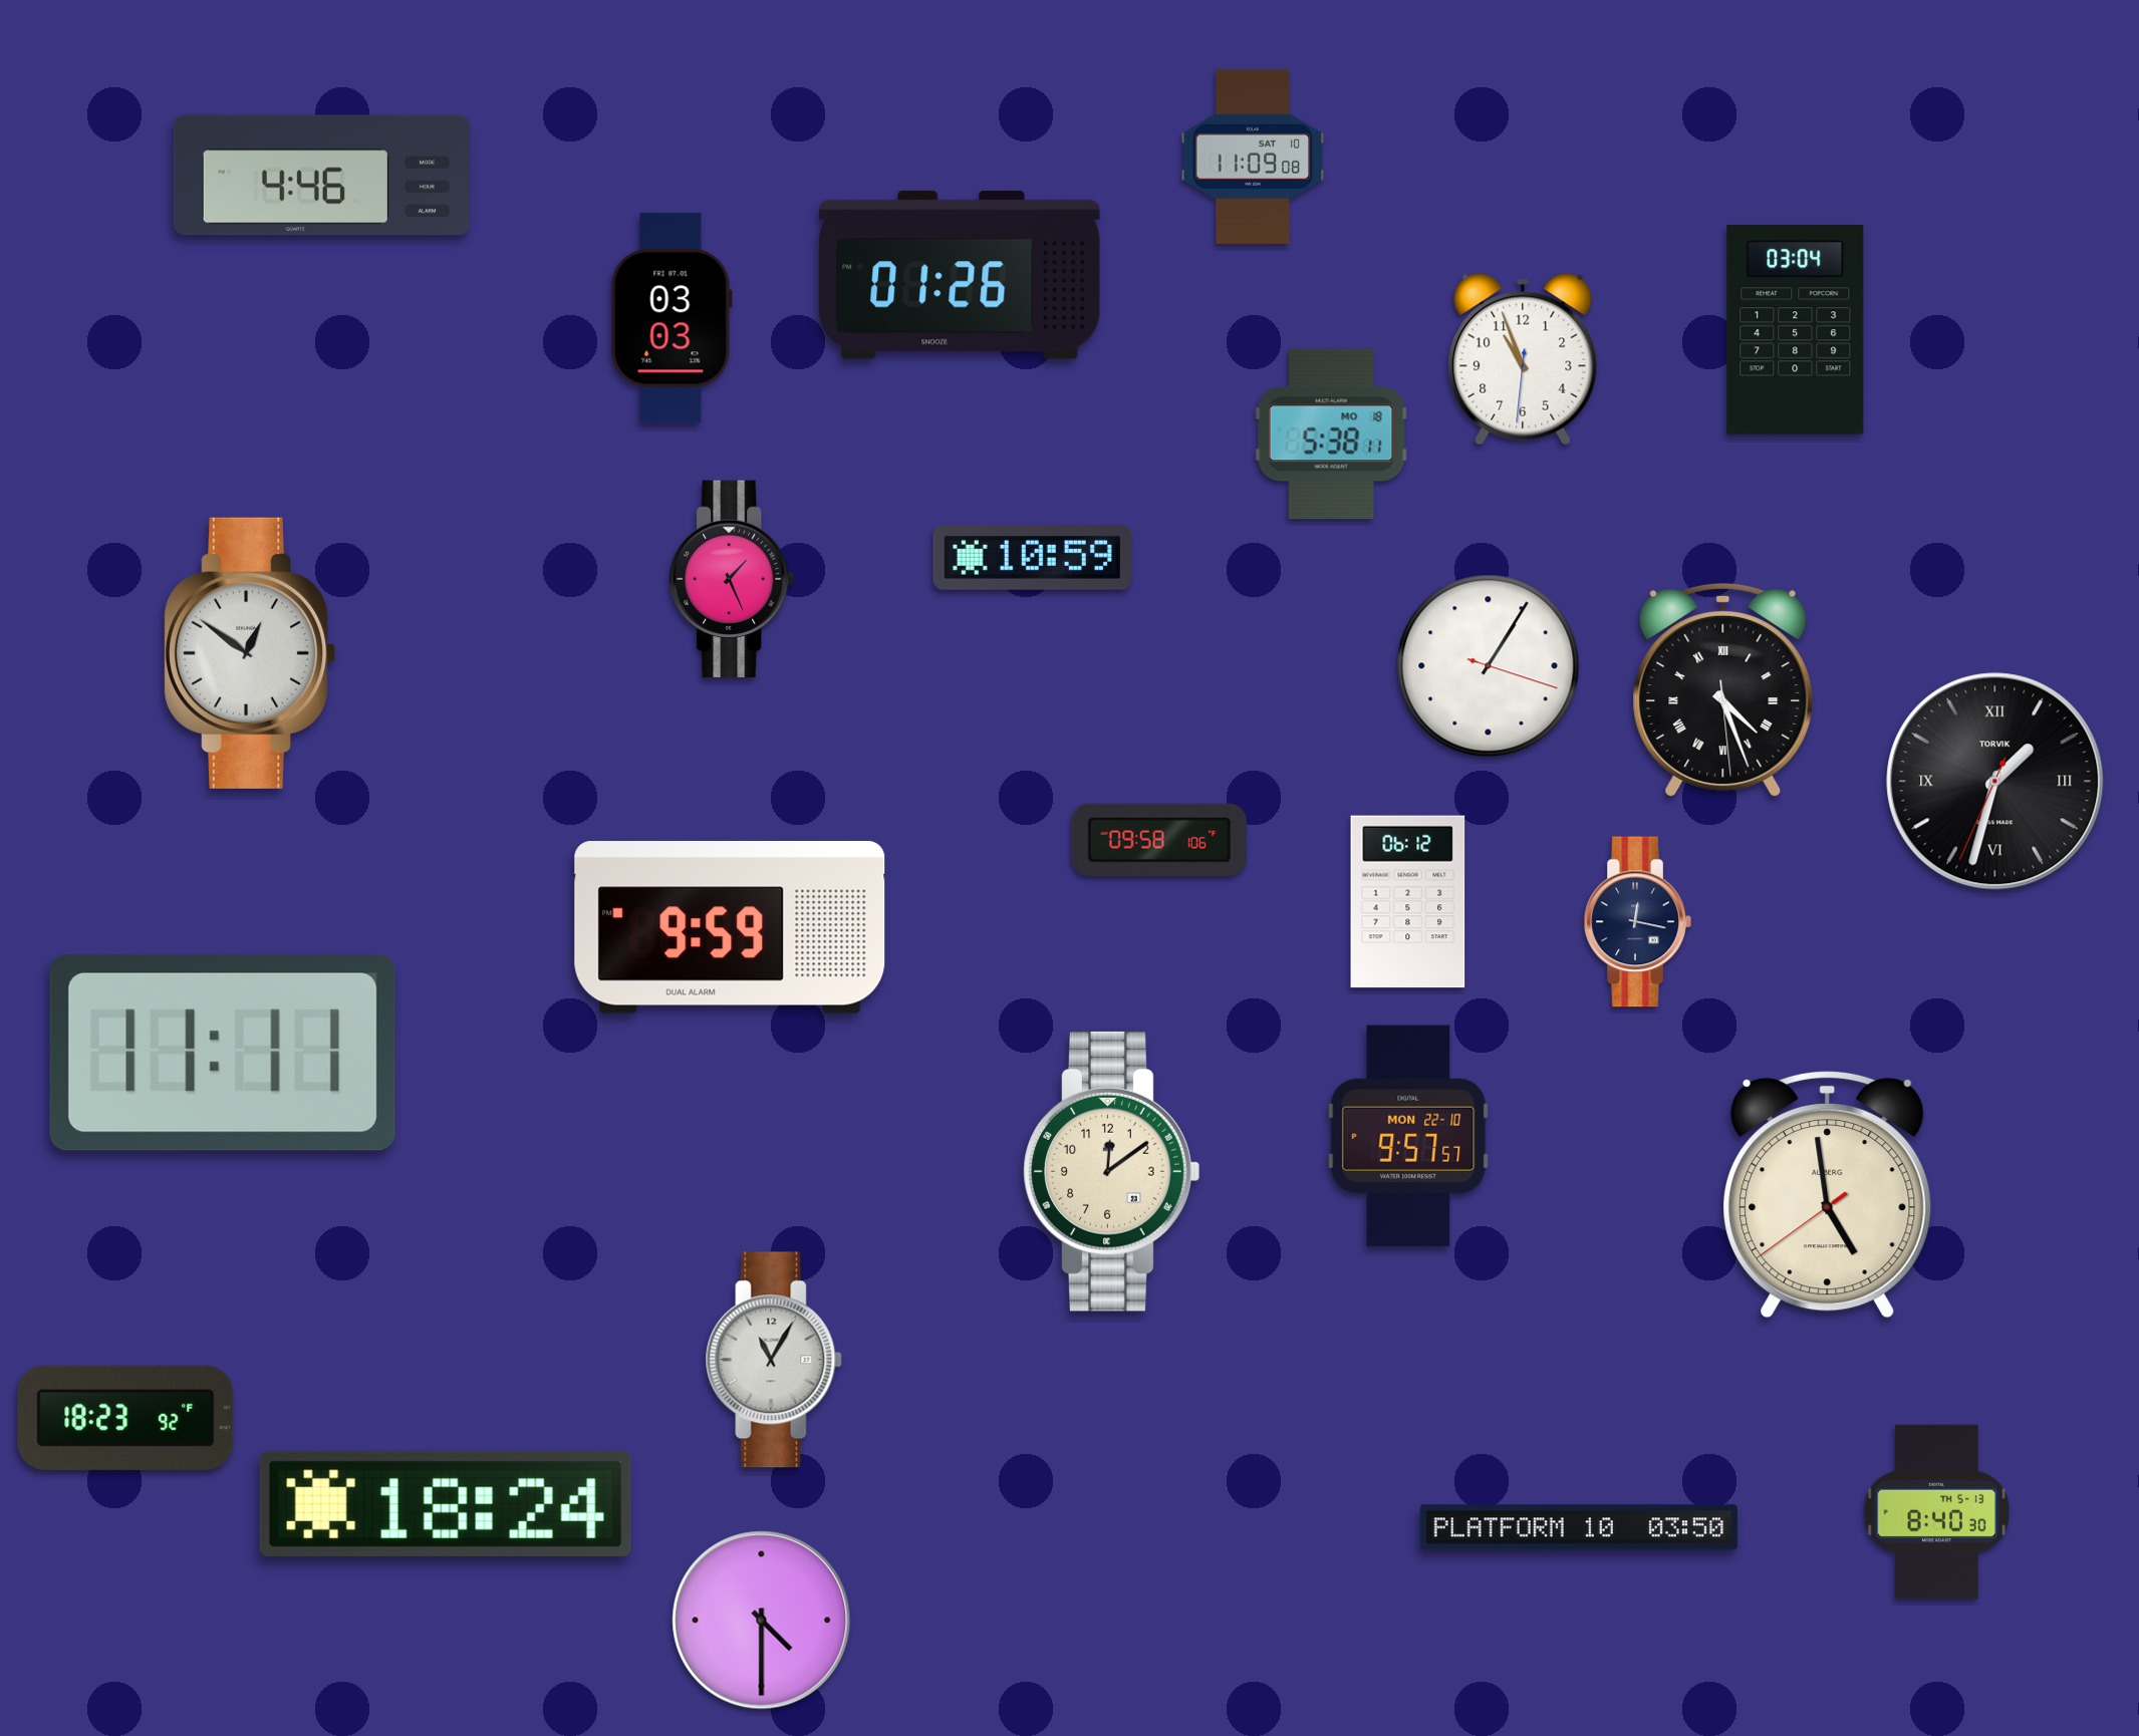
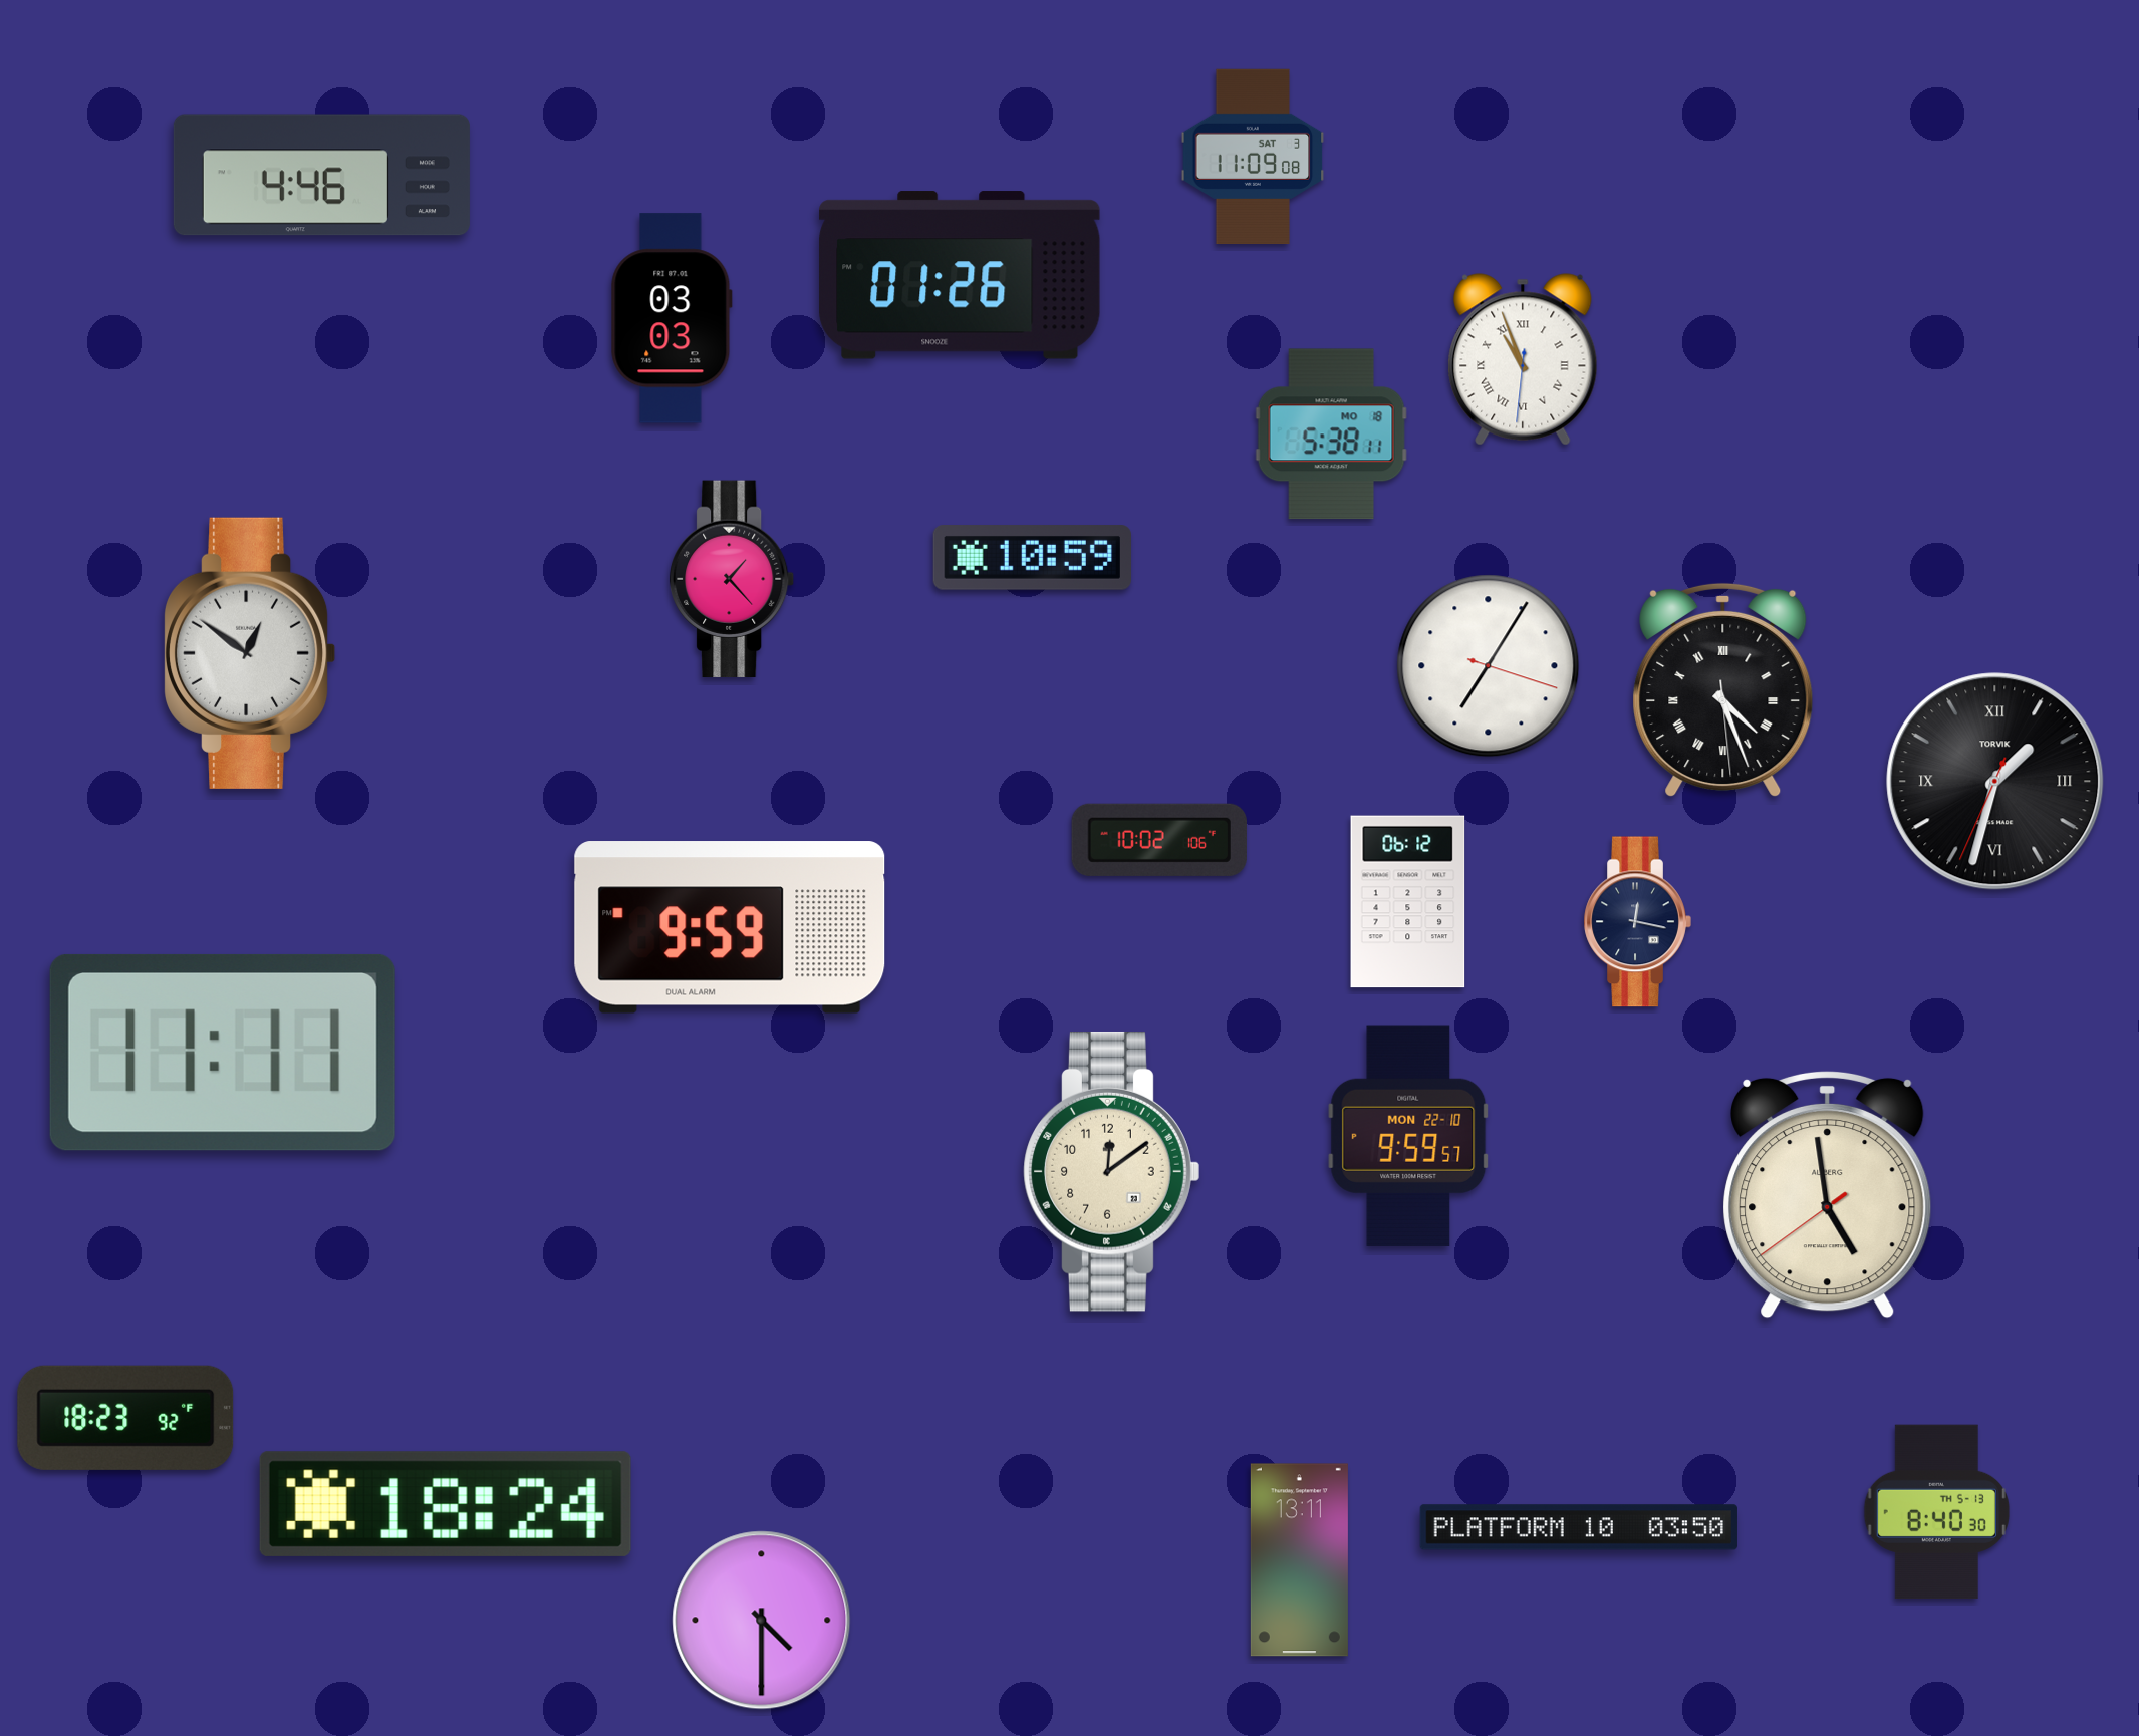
clock at (1253, 157) date: SAT 10 -> SAT 3
clock at (1796, 330): 03:04 -> none
clock at (1523, 359) numerals: Arabic -> Roman
clock at (733, 579): 1:26 -> 1:23
clock at (1489, 666): 1:05 -> 7:05
clock at (1159, 840): 09:58 -> 10:02
clock at (1408, 1136): 9:57 -> 9:59
clock at (774, 1360): 11:05 -> none
clock at (1299, 1560): none -> 13:11
